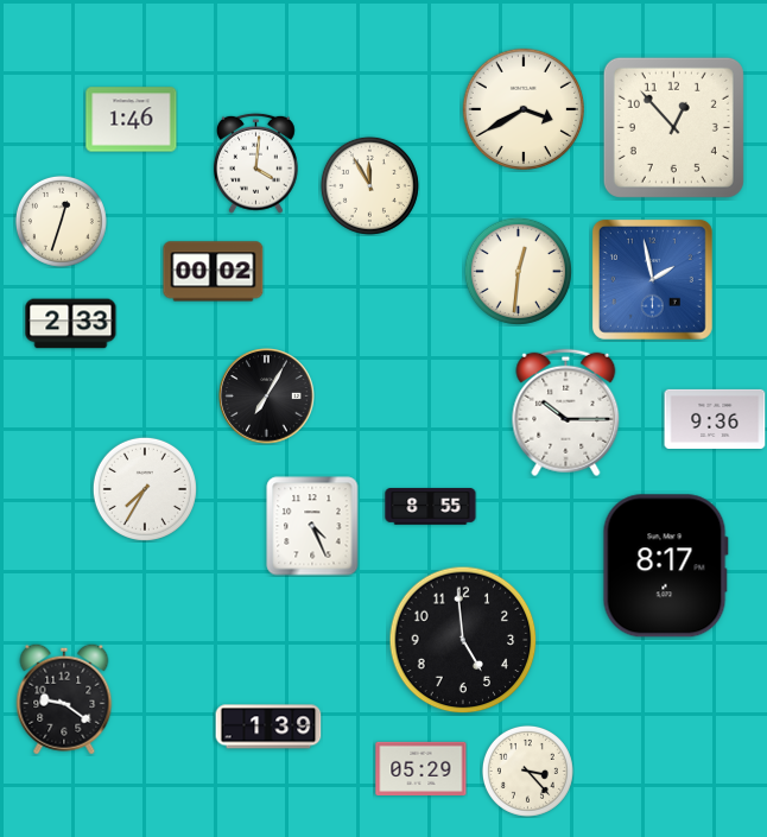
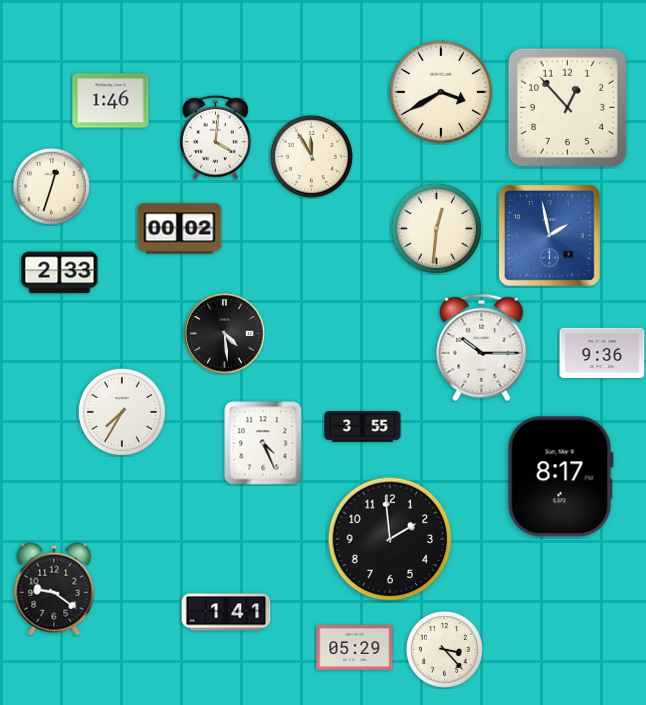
clock at (267, 397): 7:05 -> 4:29
clock at (566, 413) position: (566, 413) -> (482, 348)
clock at (431, 507): 8:55 -> 3:55
clock at (463, 640): 4:59 -> 1:59
clock at (268, 727): 1:39 -> 1:41
